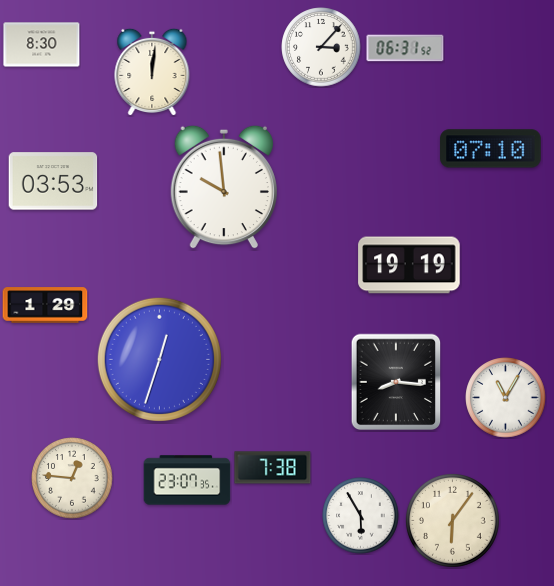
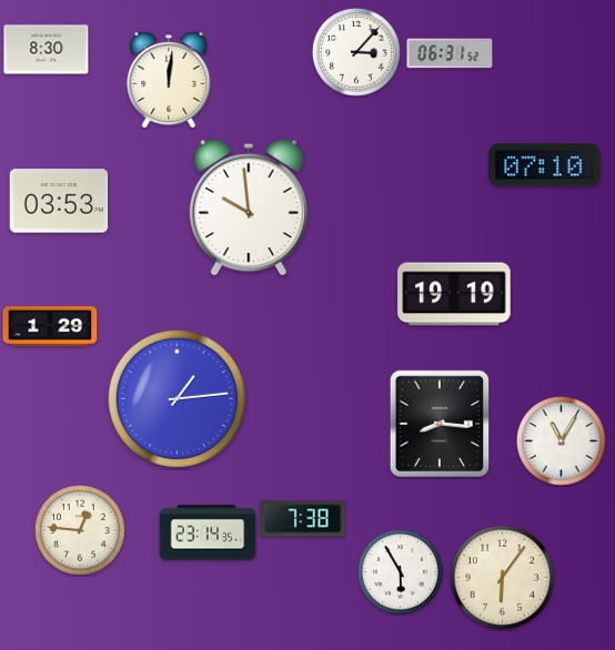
clock at (45, 305) position: (45, 305) -> (50, 326)
clock at (159, 359): 12:33 -> 1:14
clock at (187, 480): 23:07 -> 23:14
